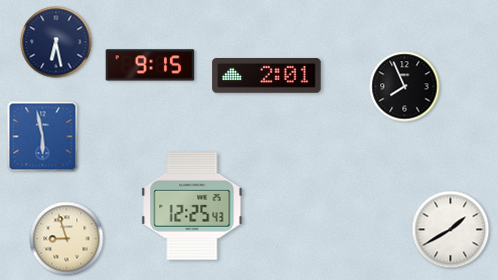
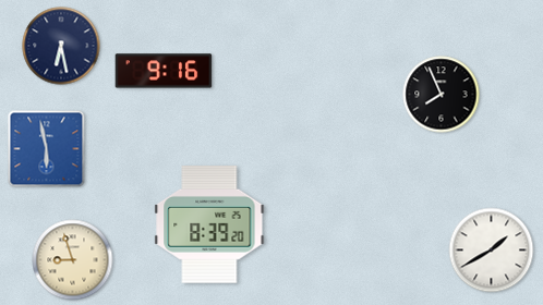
clock at (150, 65): 9:15 -> 9:16
clock at (267, 76): 2:01 -> none
clock at (192, 207): 12:25 -> 8:39
